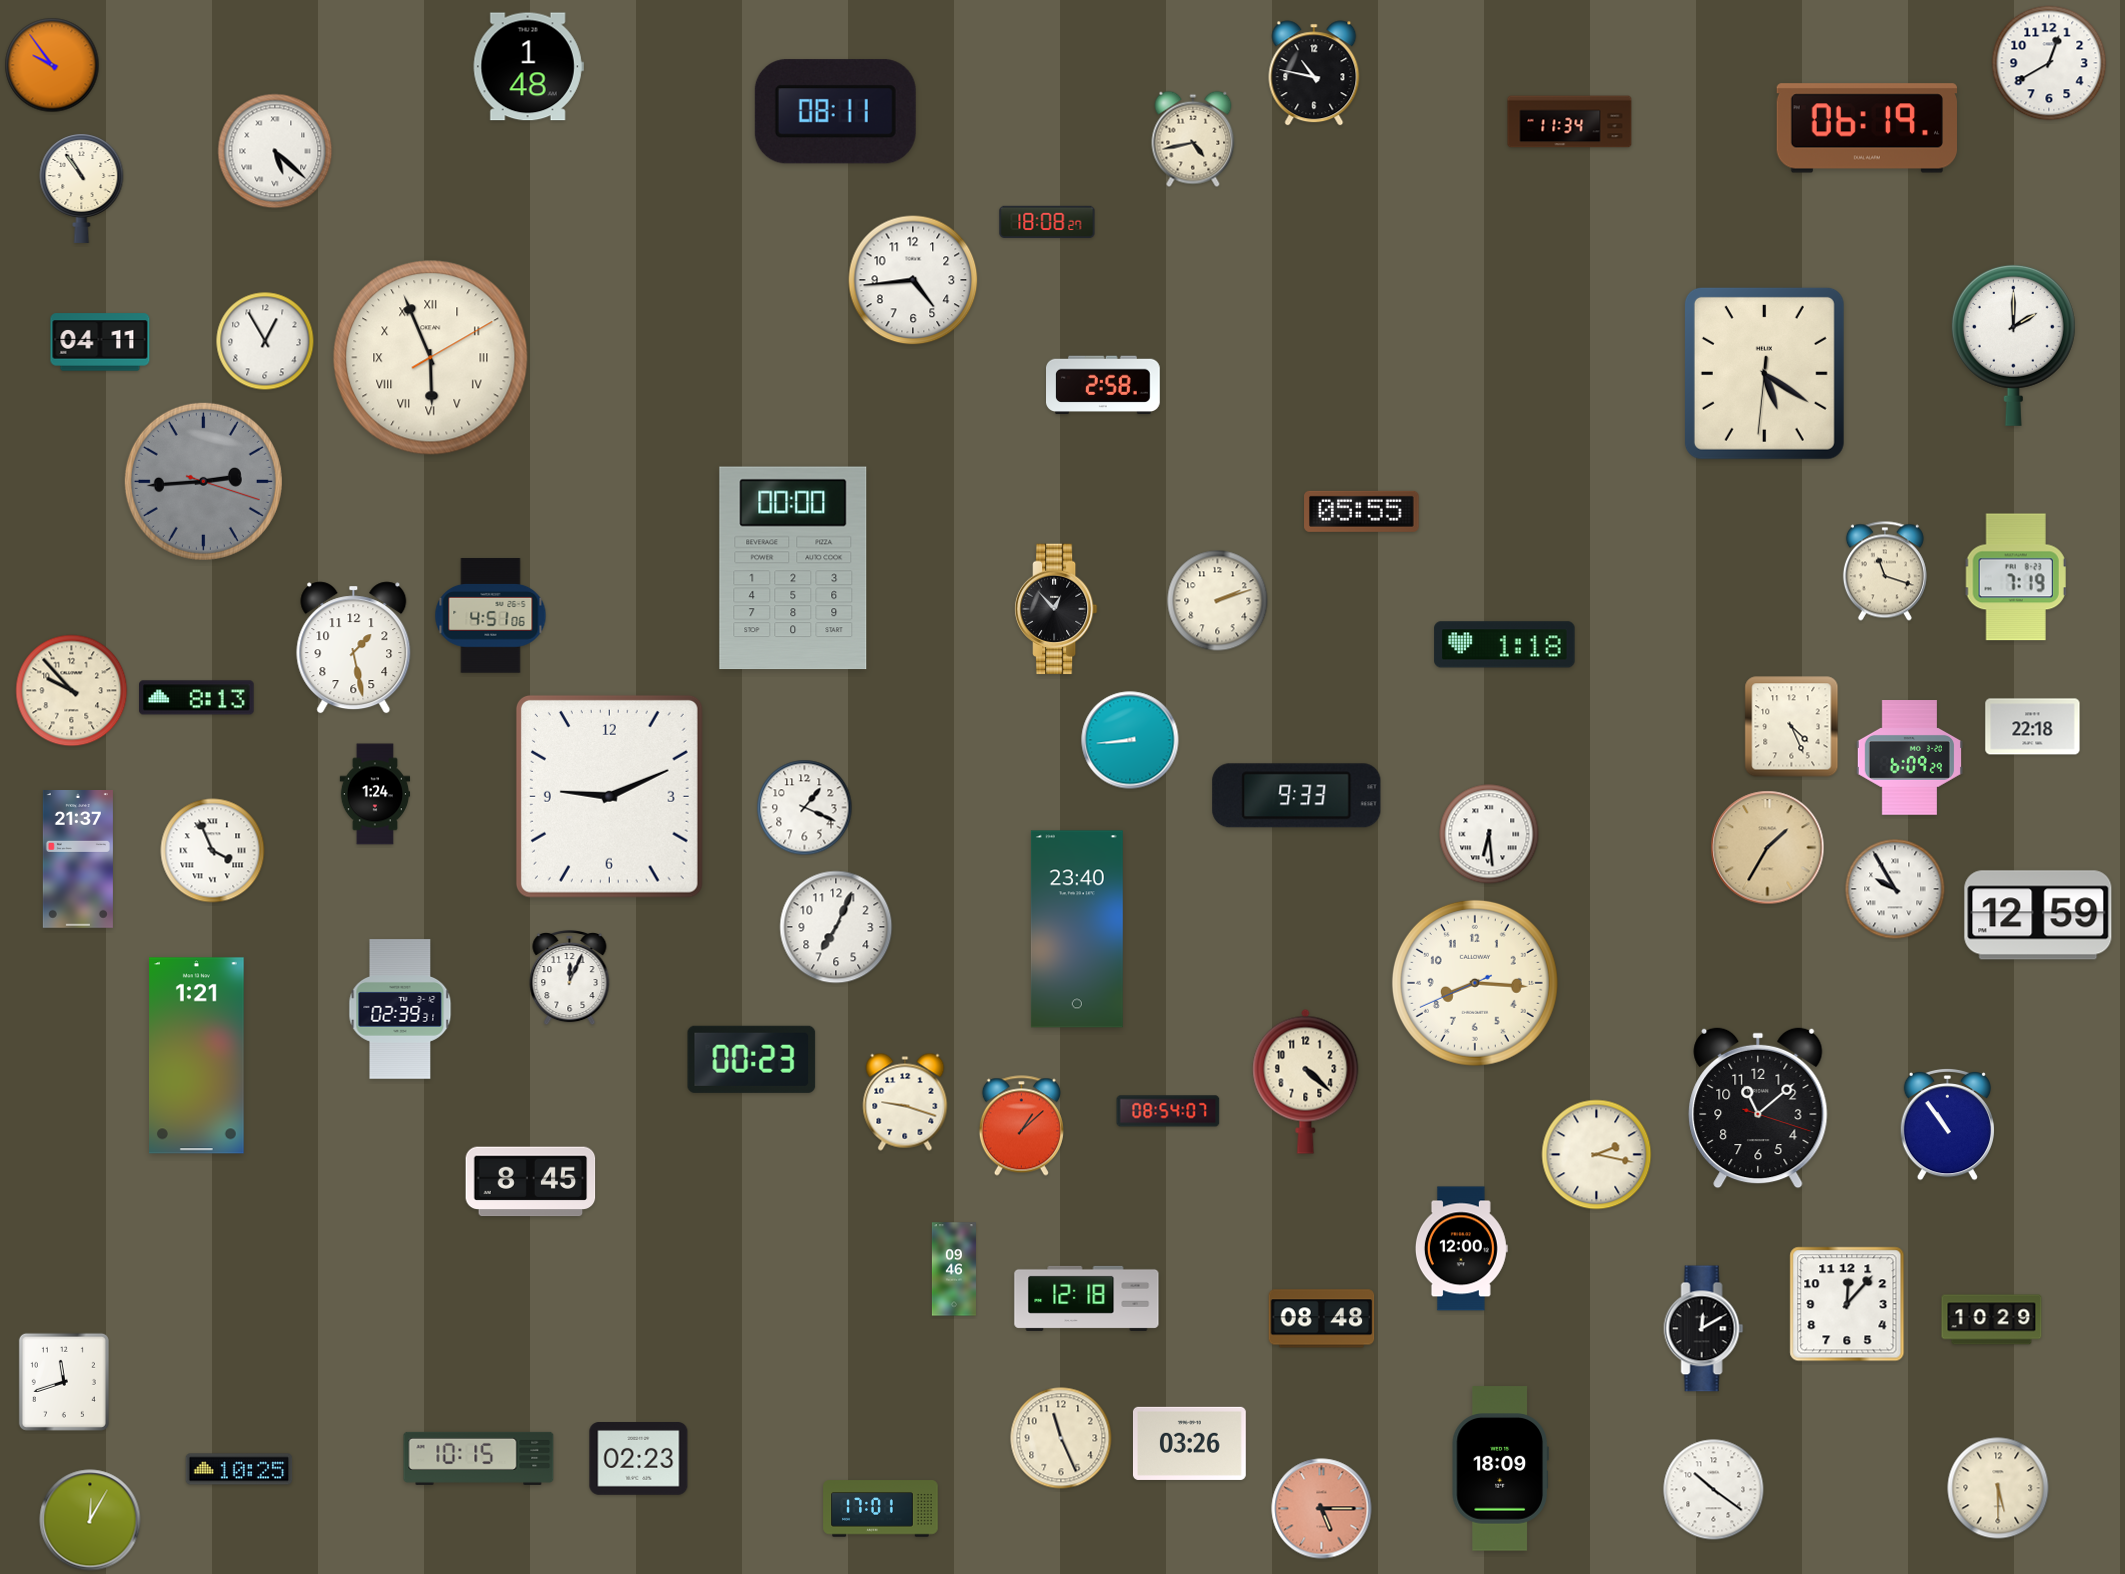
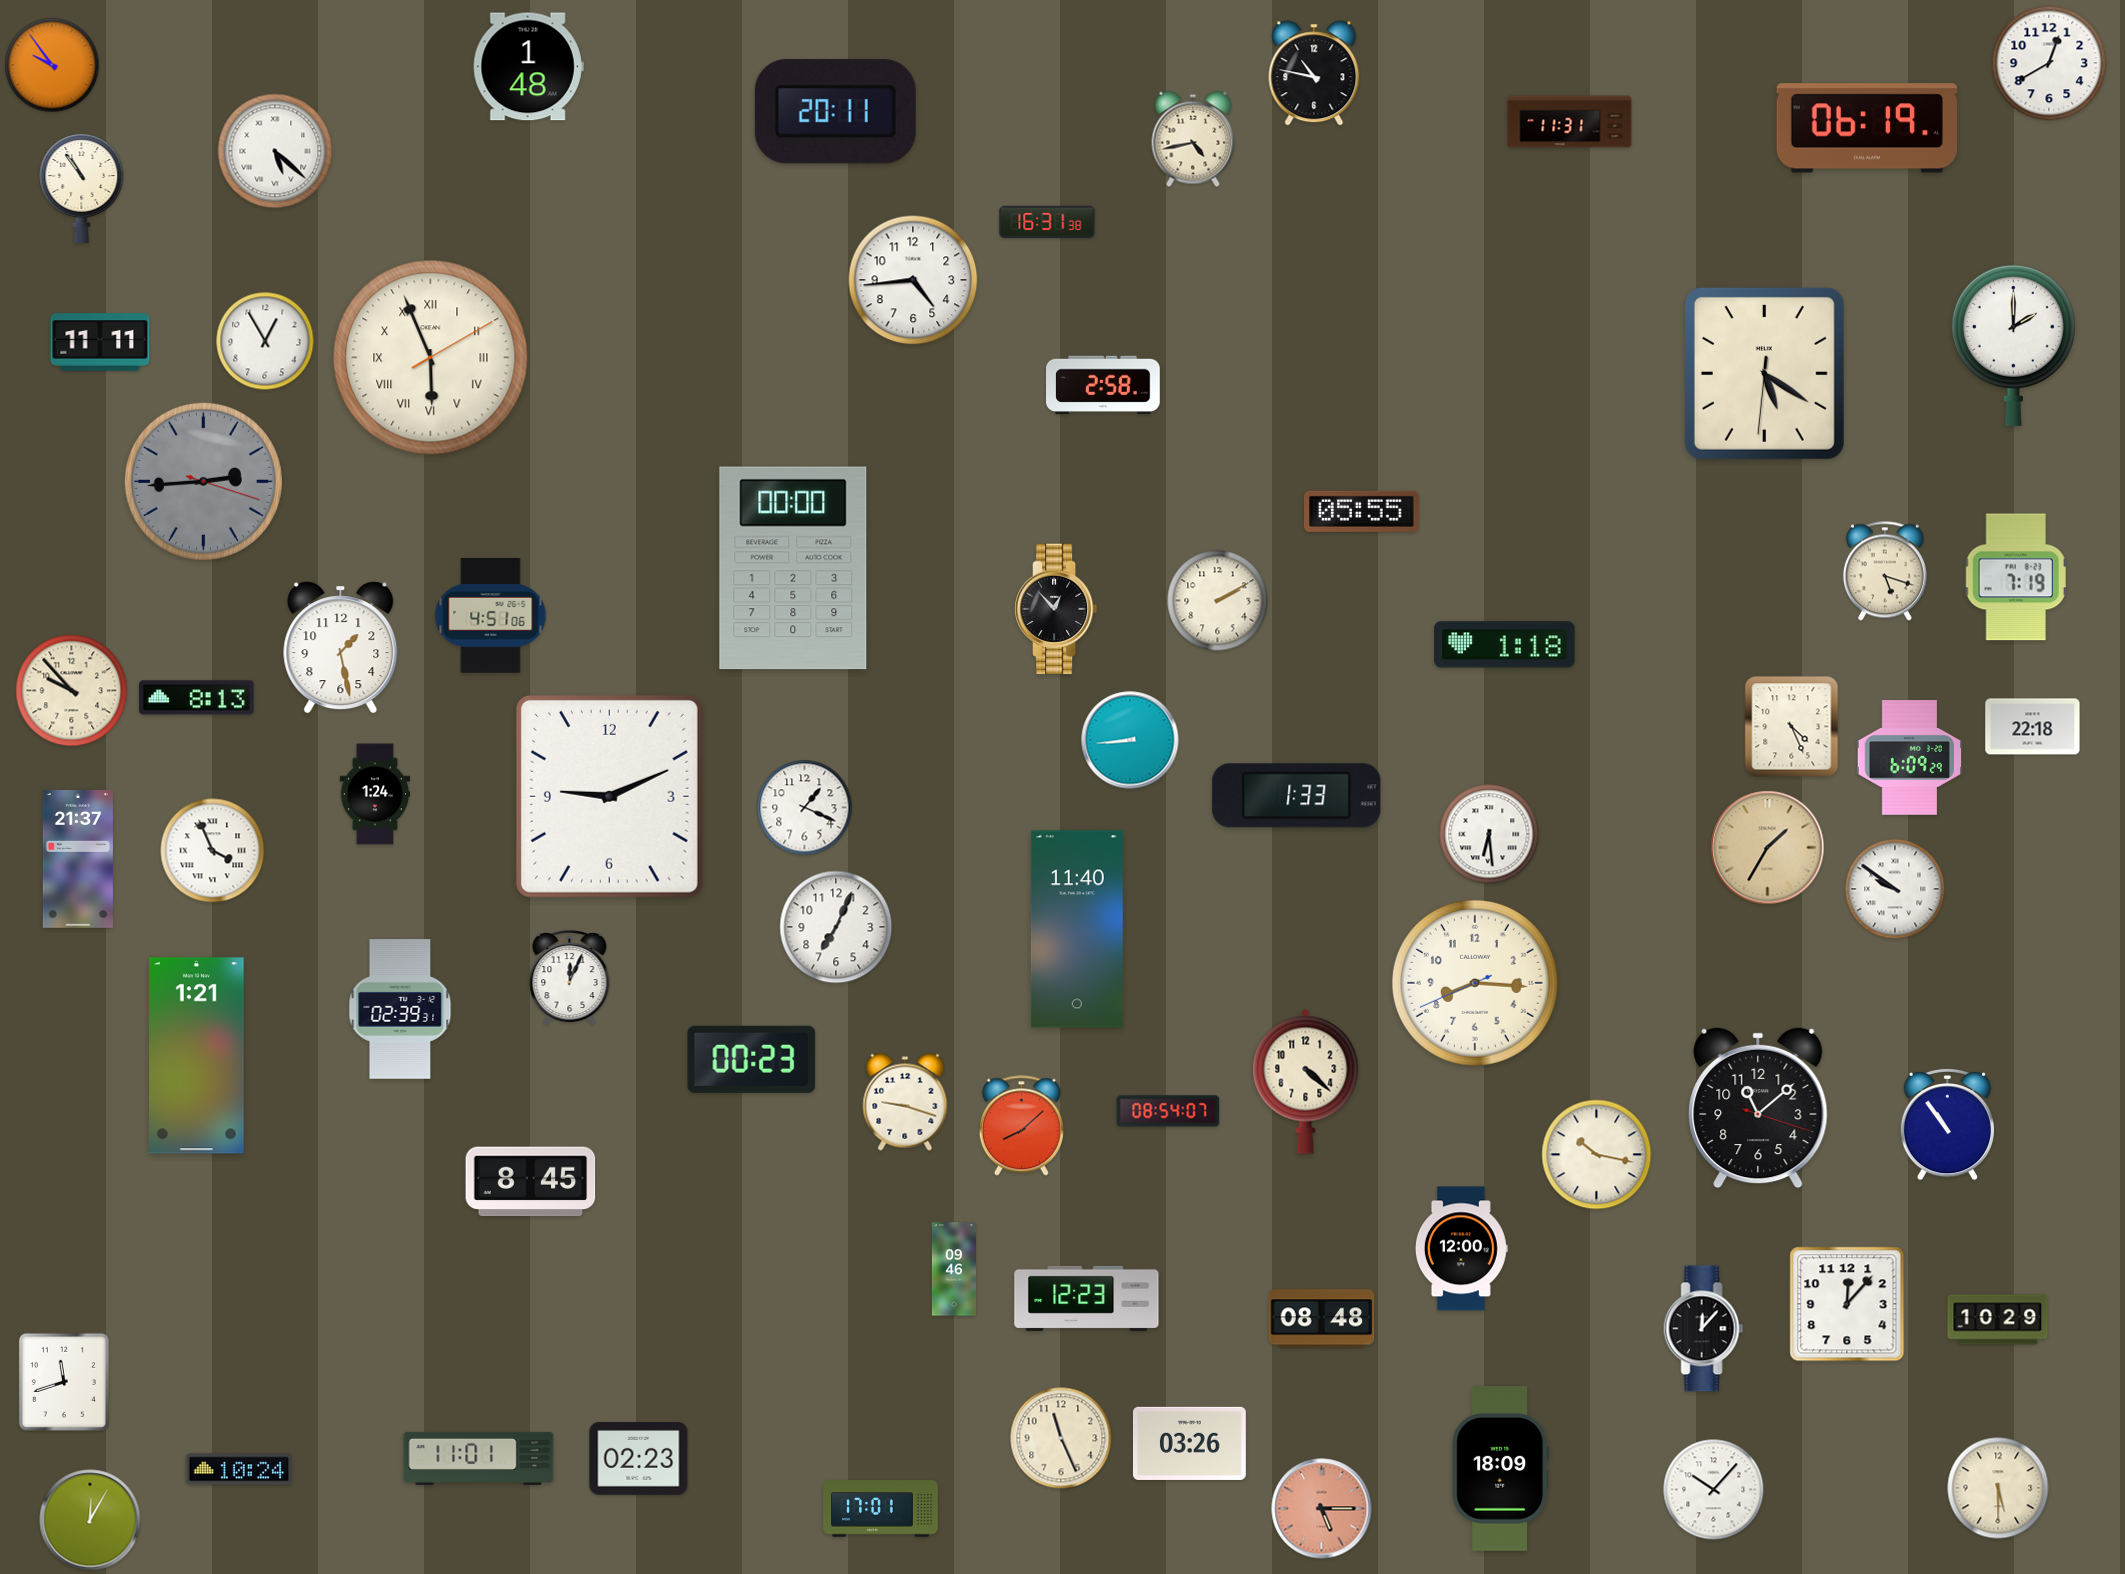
clock at (835, 112): 08:11 -> 20:11
clock at (1570, 122): 11:34 -> 11:31
clock at (1047, 221): 18:08 -> 16:31
clock at (100, 342): 04:11 -> 11:11
clock at (1885, 571): 11:18 -> 5:18
clock at (1218, 601): 2:12 -> 2:10
clock at (354, 648) position: (354, 648) -> (341, 648)
clock at (1297, 796): 9:33 -> 1:33
clock at (1895, 889): 9:55 -> 9:51
clock at (2038, 915): 12:59 -> none
clock at (1077, 929): 23:40 -> 11:40
clock at (1021, 1126): 1:08 -> 8:08
clock at (1597, 1155): 2:17 -> 10:17
clock at (1087, 1298): 12:18 -> 12:23
clock at (1992, 1320) position: (1992, 1320) -> (1998, 1320)
clock at (1704, 1329): 12:10 -> 12:07
clock at (479, 1458): 10:15 -> 11:01
clock at (239, 1469): 10:25 -> 10:24
clock at (1714, 1490): 10:21 -> 10:07
